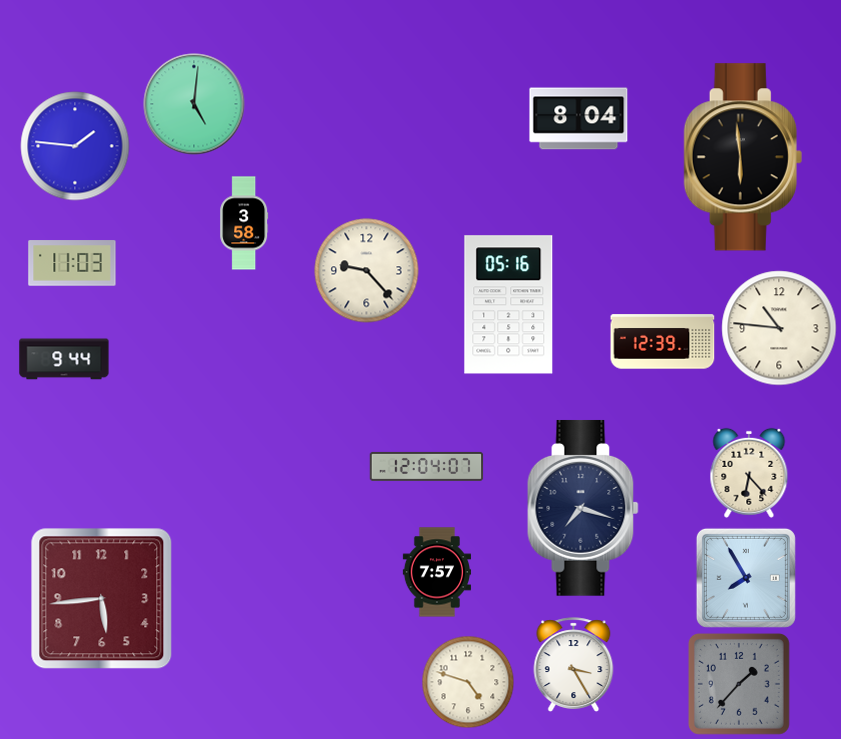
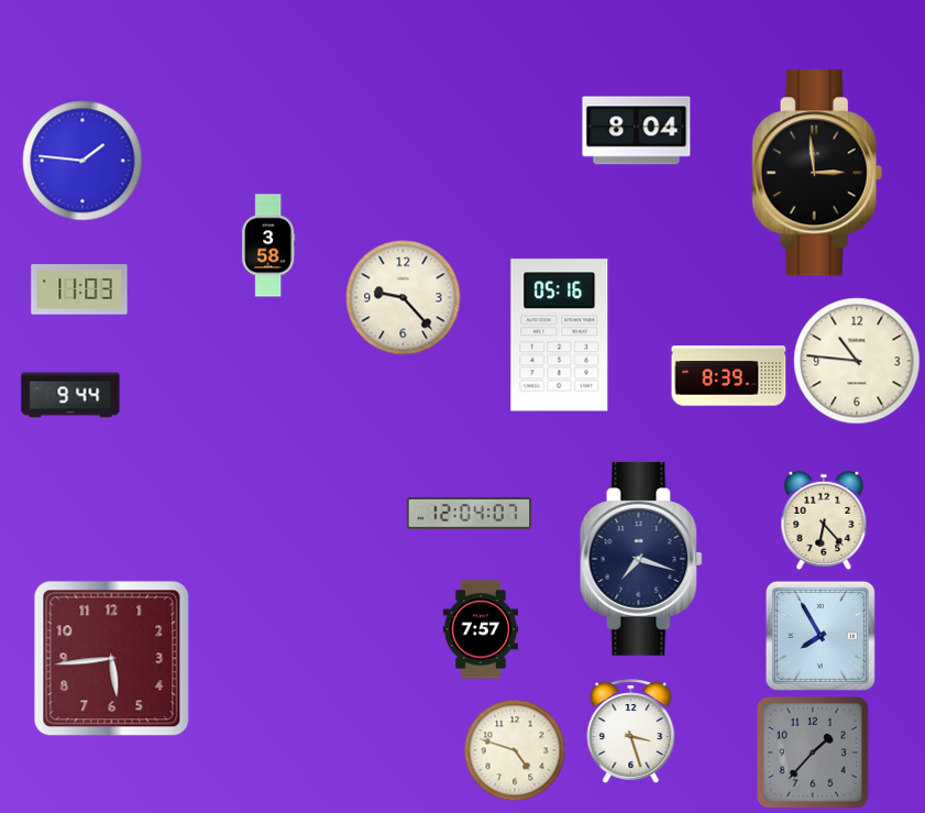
clock at (194, 104): 5:01 -> none
clock at (743, 157): 5:59 -> 2:59
clock at (663, 342): 12:39 -> 8:39
clock at (574, 664): 3:25 -> 3:27
